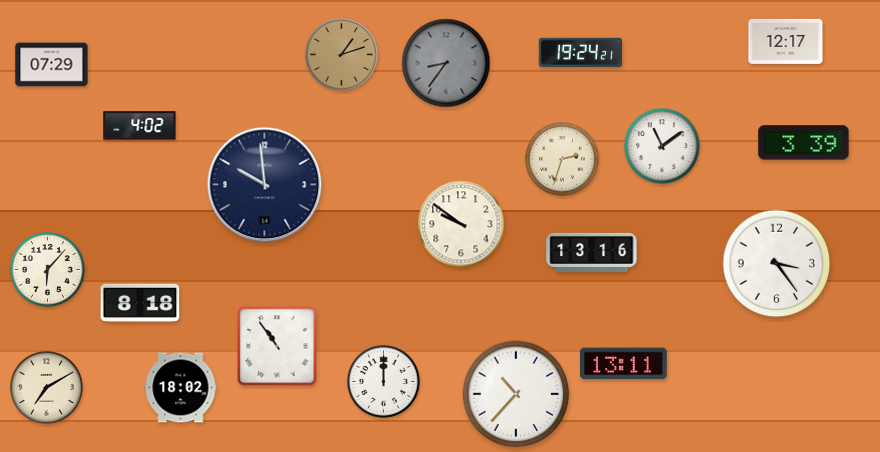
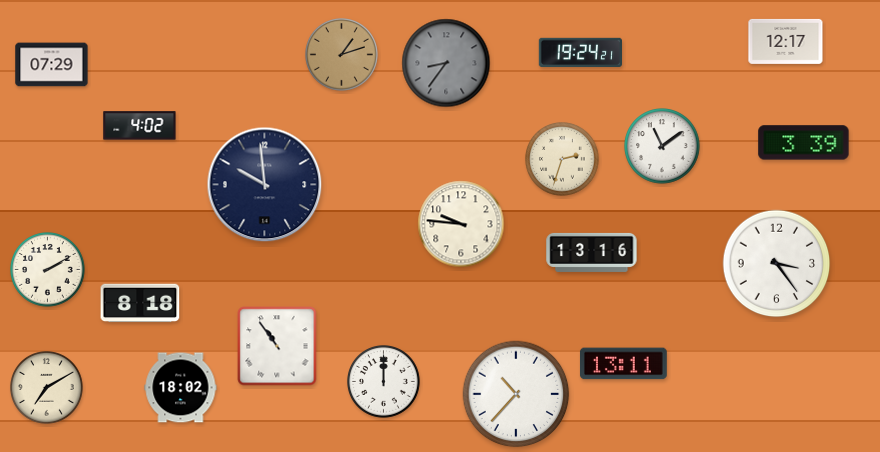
clock at (461, 224): 9:51 -> 9:46
clock at (48, 270): 6:07 -> 2:10
